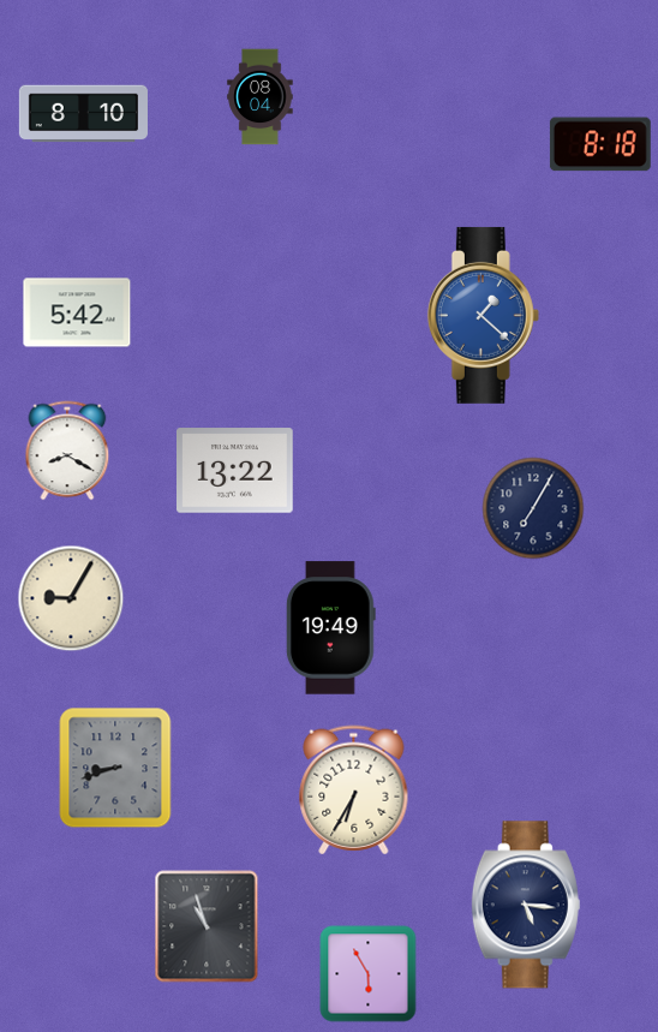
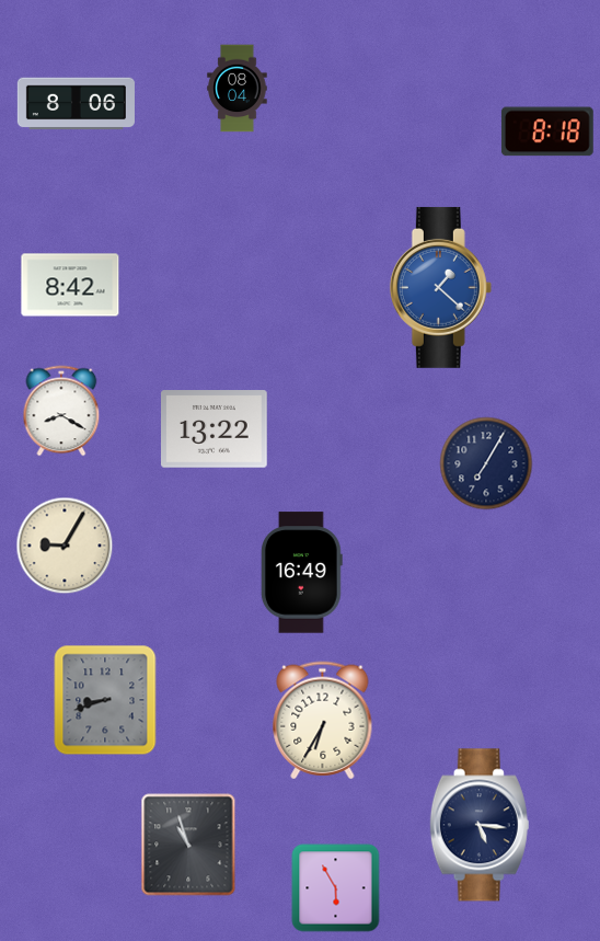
clock at (83, 114): 8:10 -> 8:06
clock at (77, 312): 5:42 -> 8:42
clock at (330, 628): 19:49 -> 16:49
